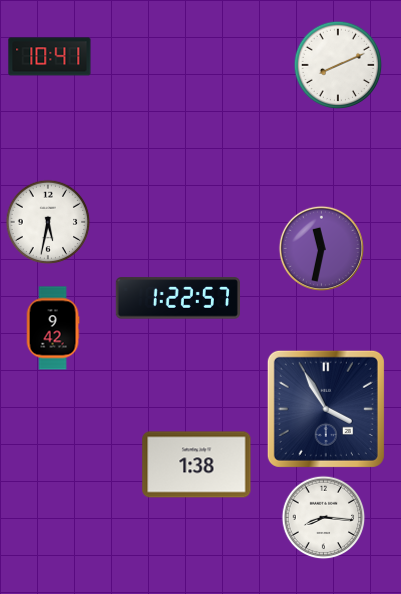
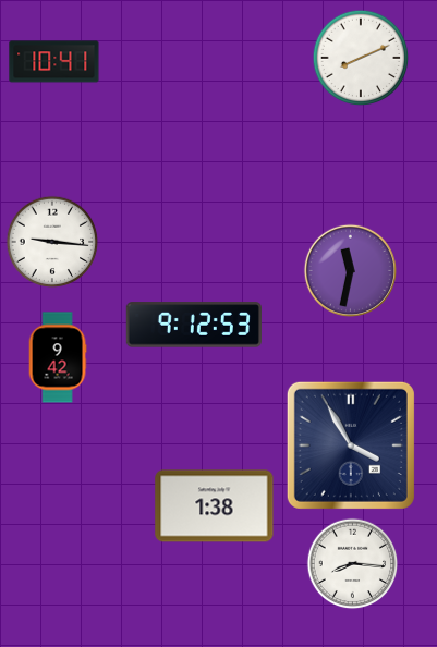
clock at (338, 65) position: (338, 65) -> (361, 58)
clock at (48, 222): 5:32 -> 9:16
clock at (177, 298): 1:22 -> 9:12
clock at (326, 409) position: (326, 409) -> (351, 445)
